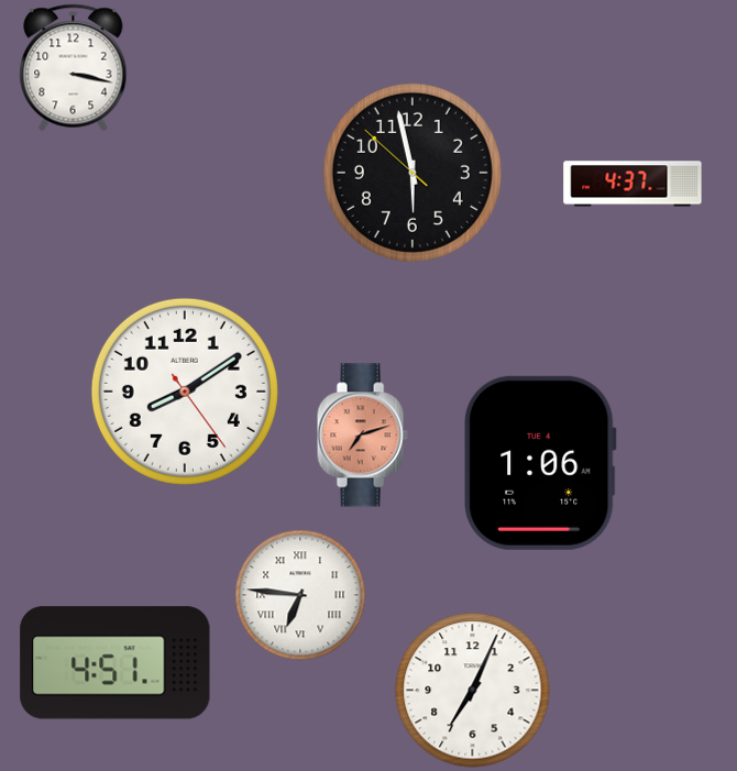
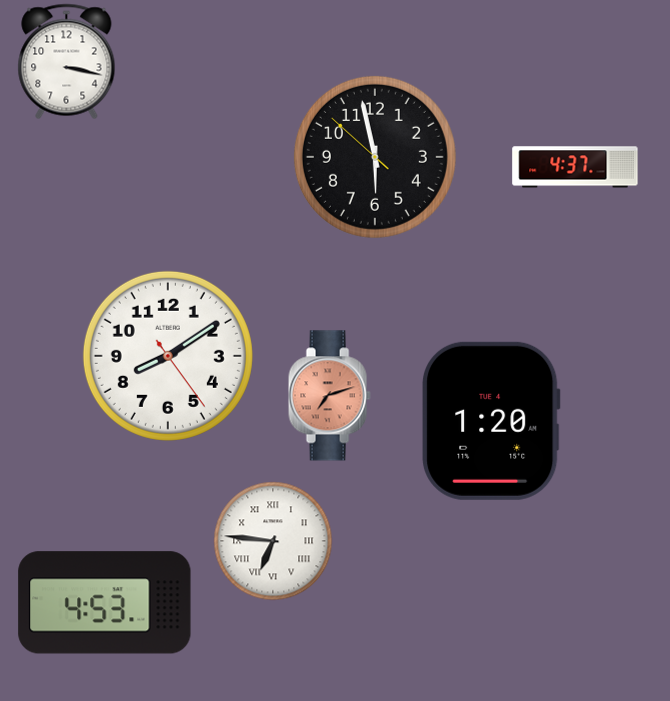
clock at (541, 463): 1:06 -> 1:20
clock at (116, 663): 4:51 -> 4:53
clock at (473, 691): 7:04 -> none
